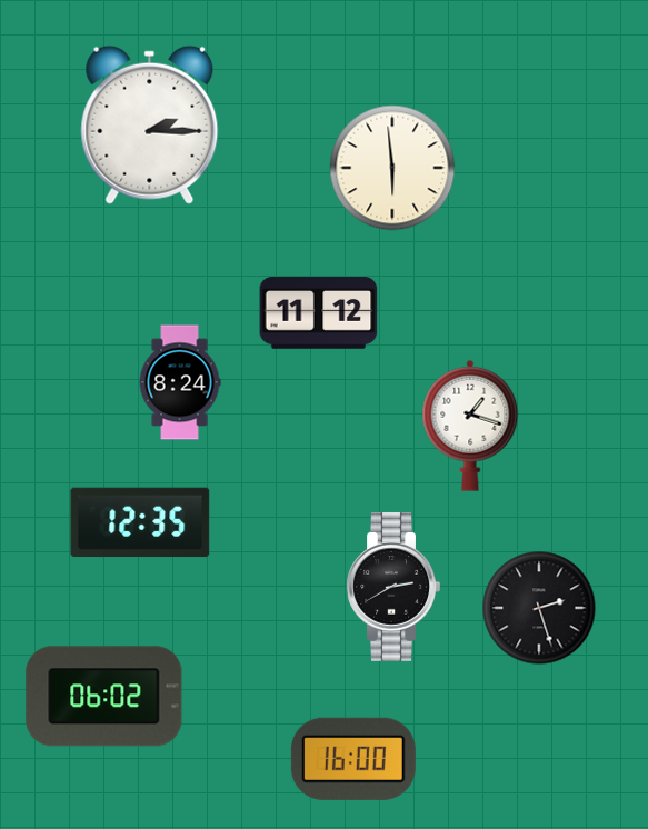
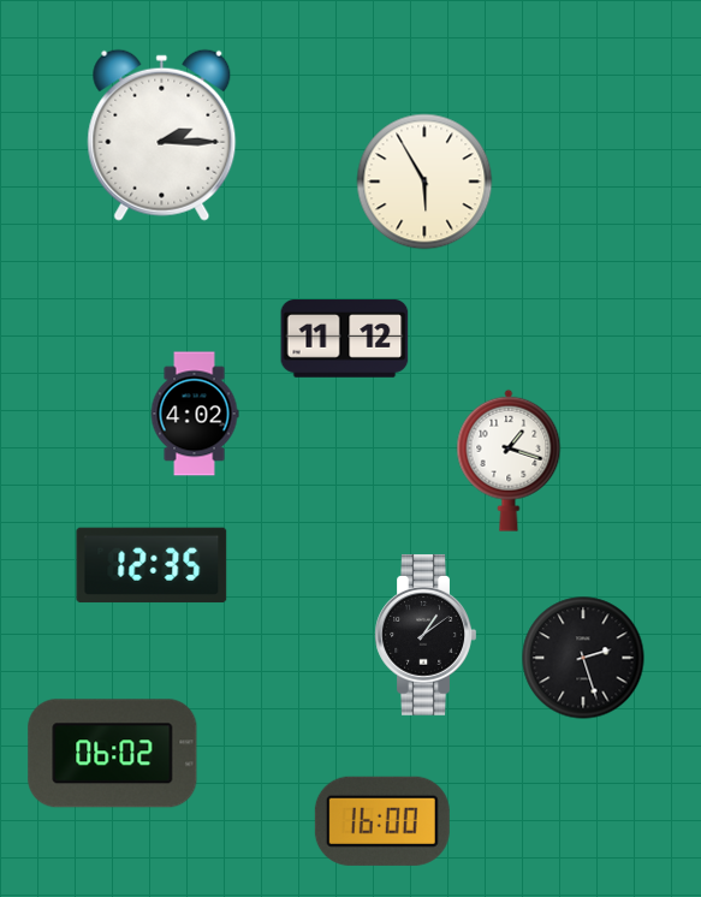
clock at (392, 168): 5:59 -> 5:55
clock at (180, 382): 8:24 -> 4:02
clock at (393, 587): 2:40 -> 1:09
